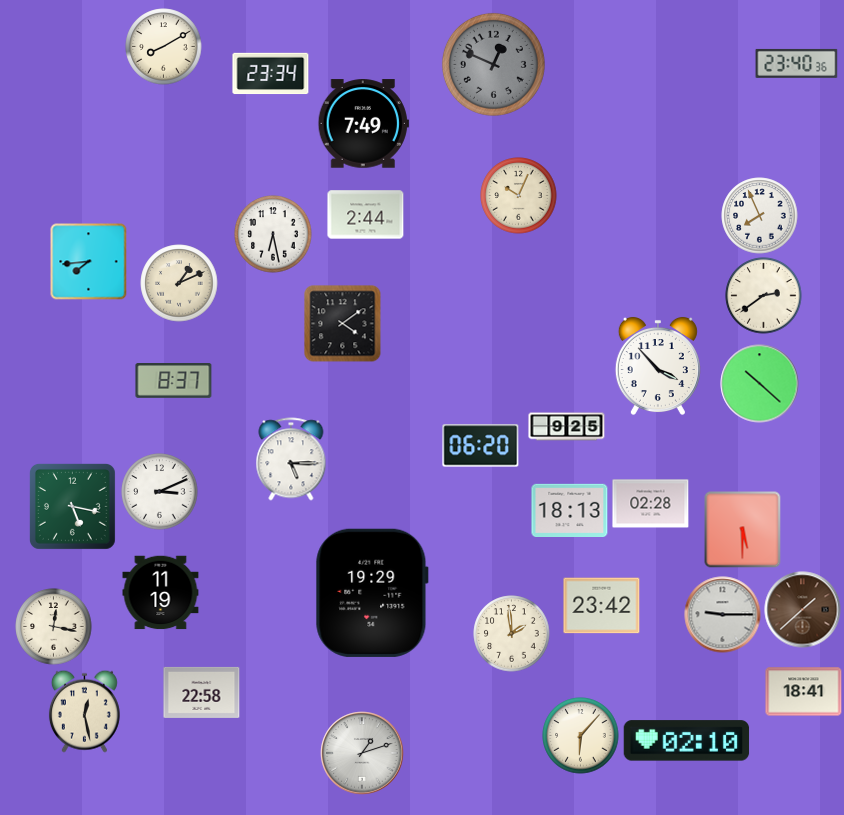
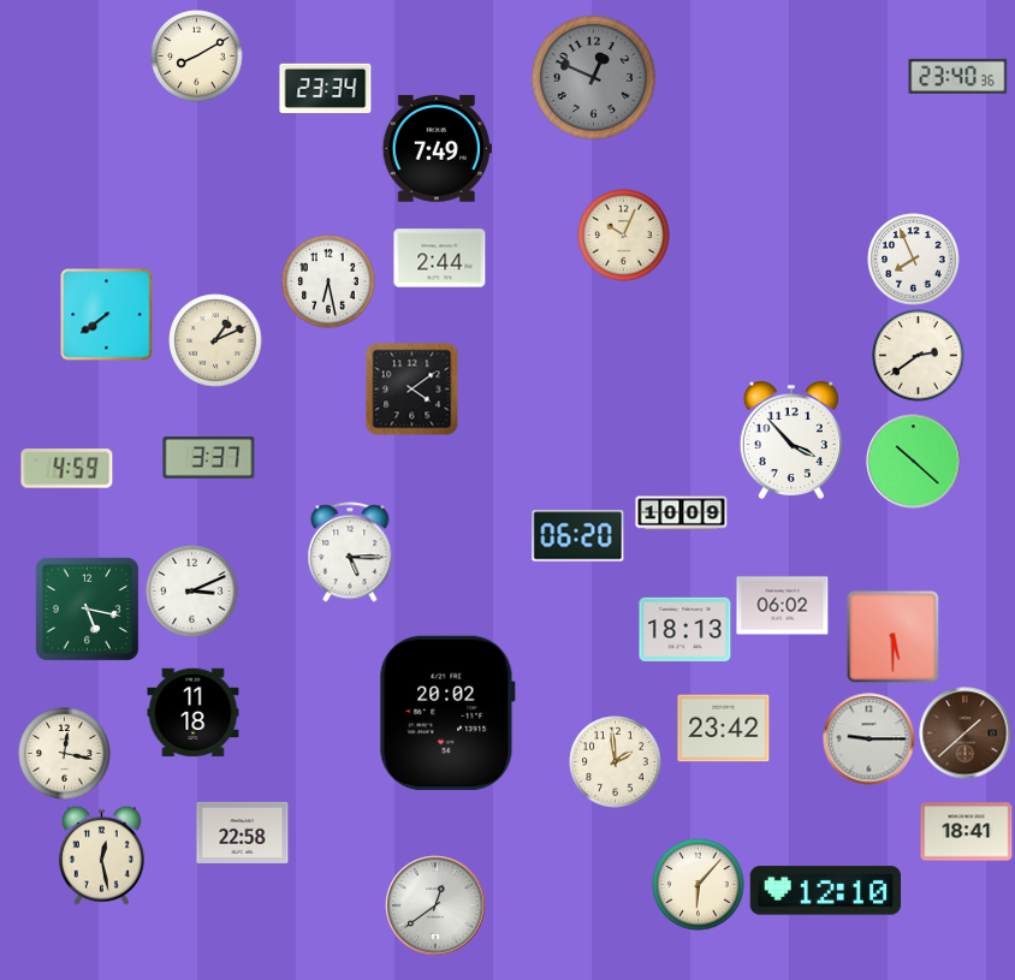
clock at (89, 262): 7:44 -> 7:39
clock at (174, 381): 8:37 -> 3:37
clock at (67, 469): none -> 4:59
clock at (567, 427): 9:25 -> 10:09
clock at (651, 504): 02:28 -> 06:02
clock at (570, 510) position: (570, 510) -> (685, 629)
clock at (161, 593): 11:19 -> 11:18
clock at (372, 593): 19:29 -> 20:02
clock at (687, 741): 02:10 -> 12:10
clock at (362, 753): 1:12 -> 12:39
